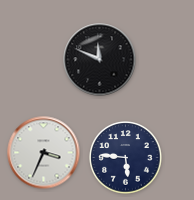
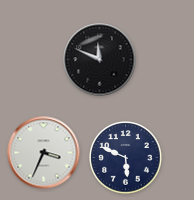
clock at (126, 158): 5:46 -> 5:49
